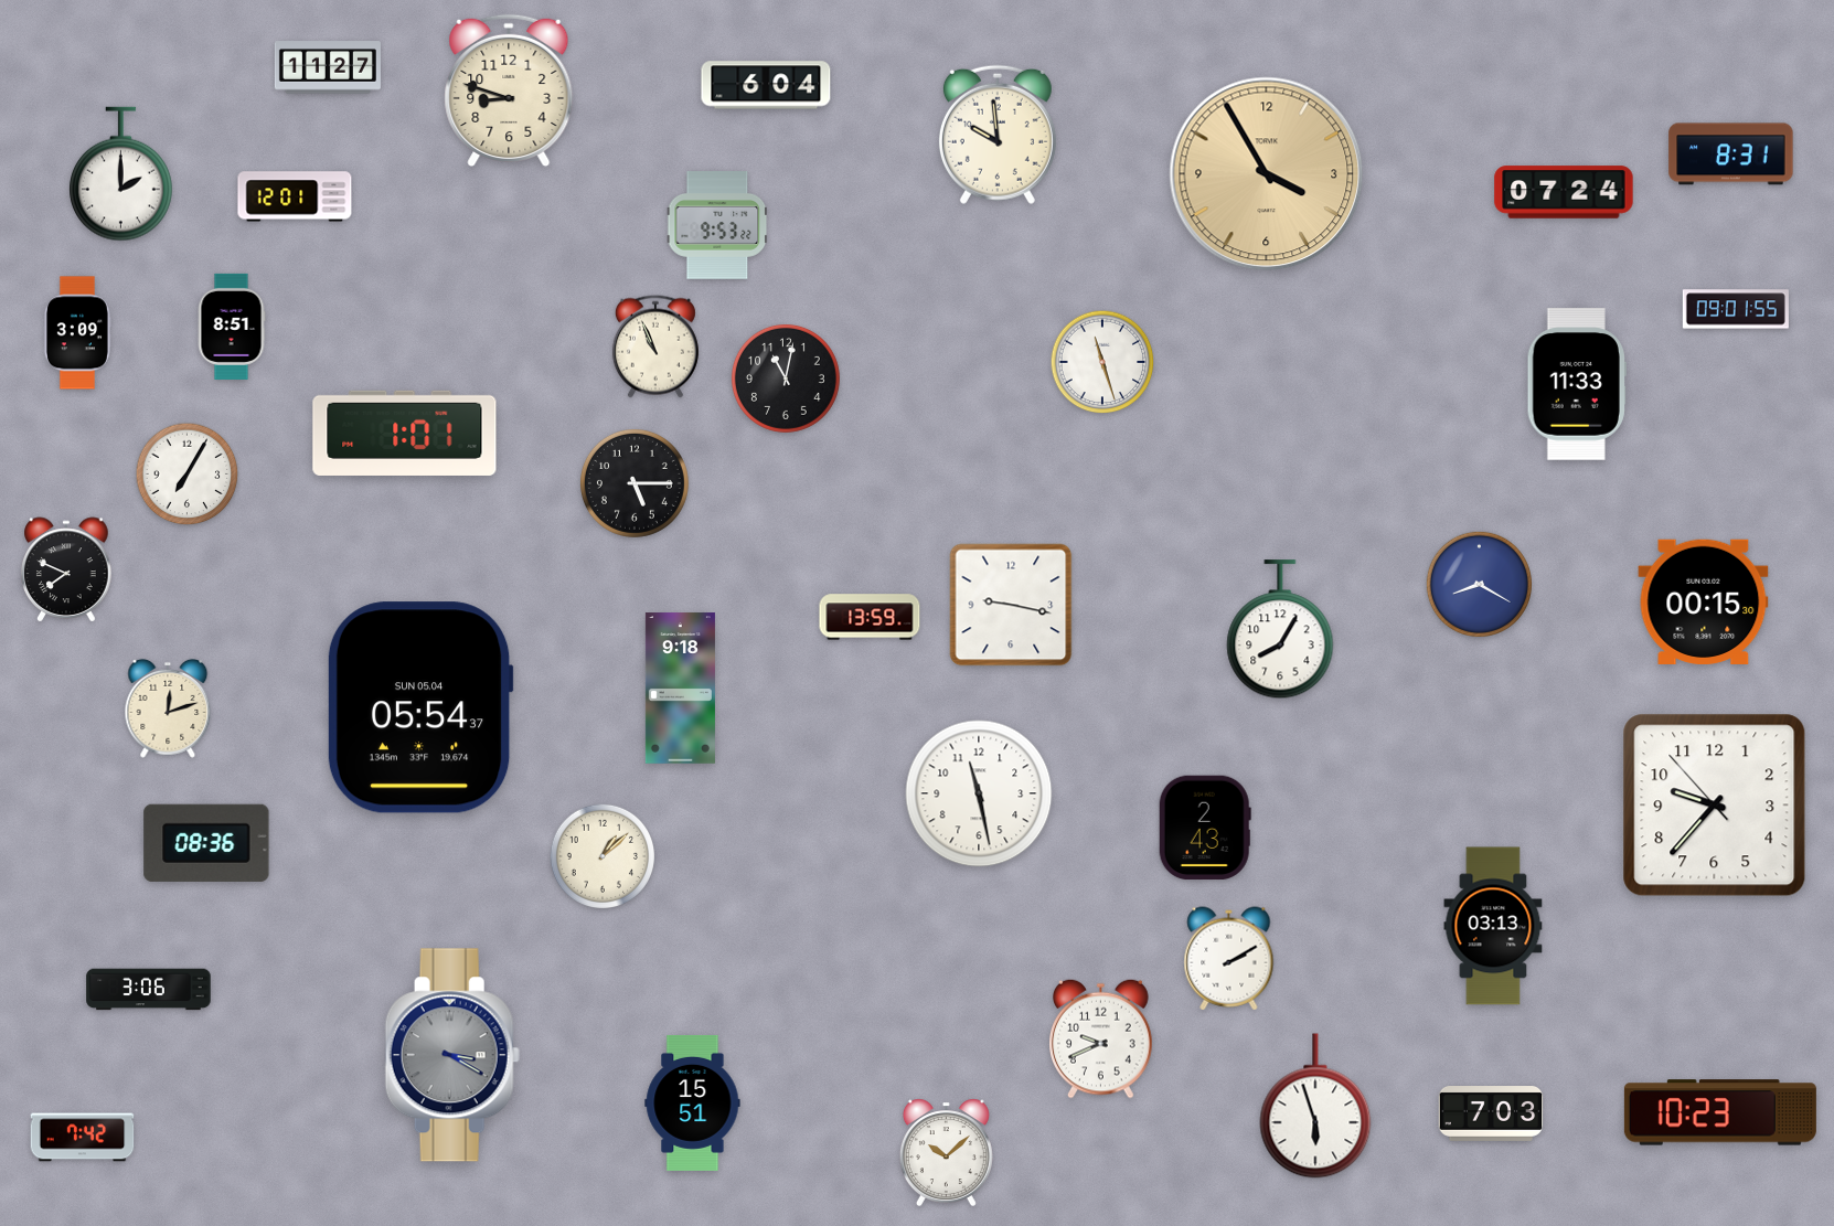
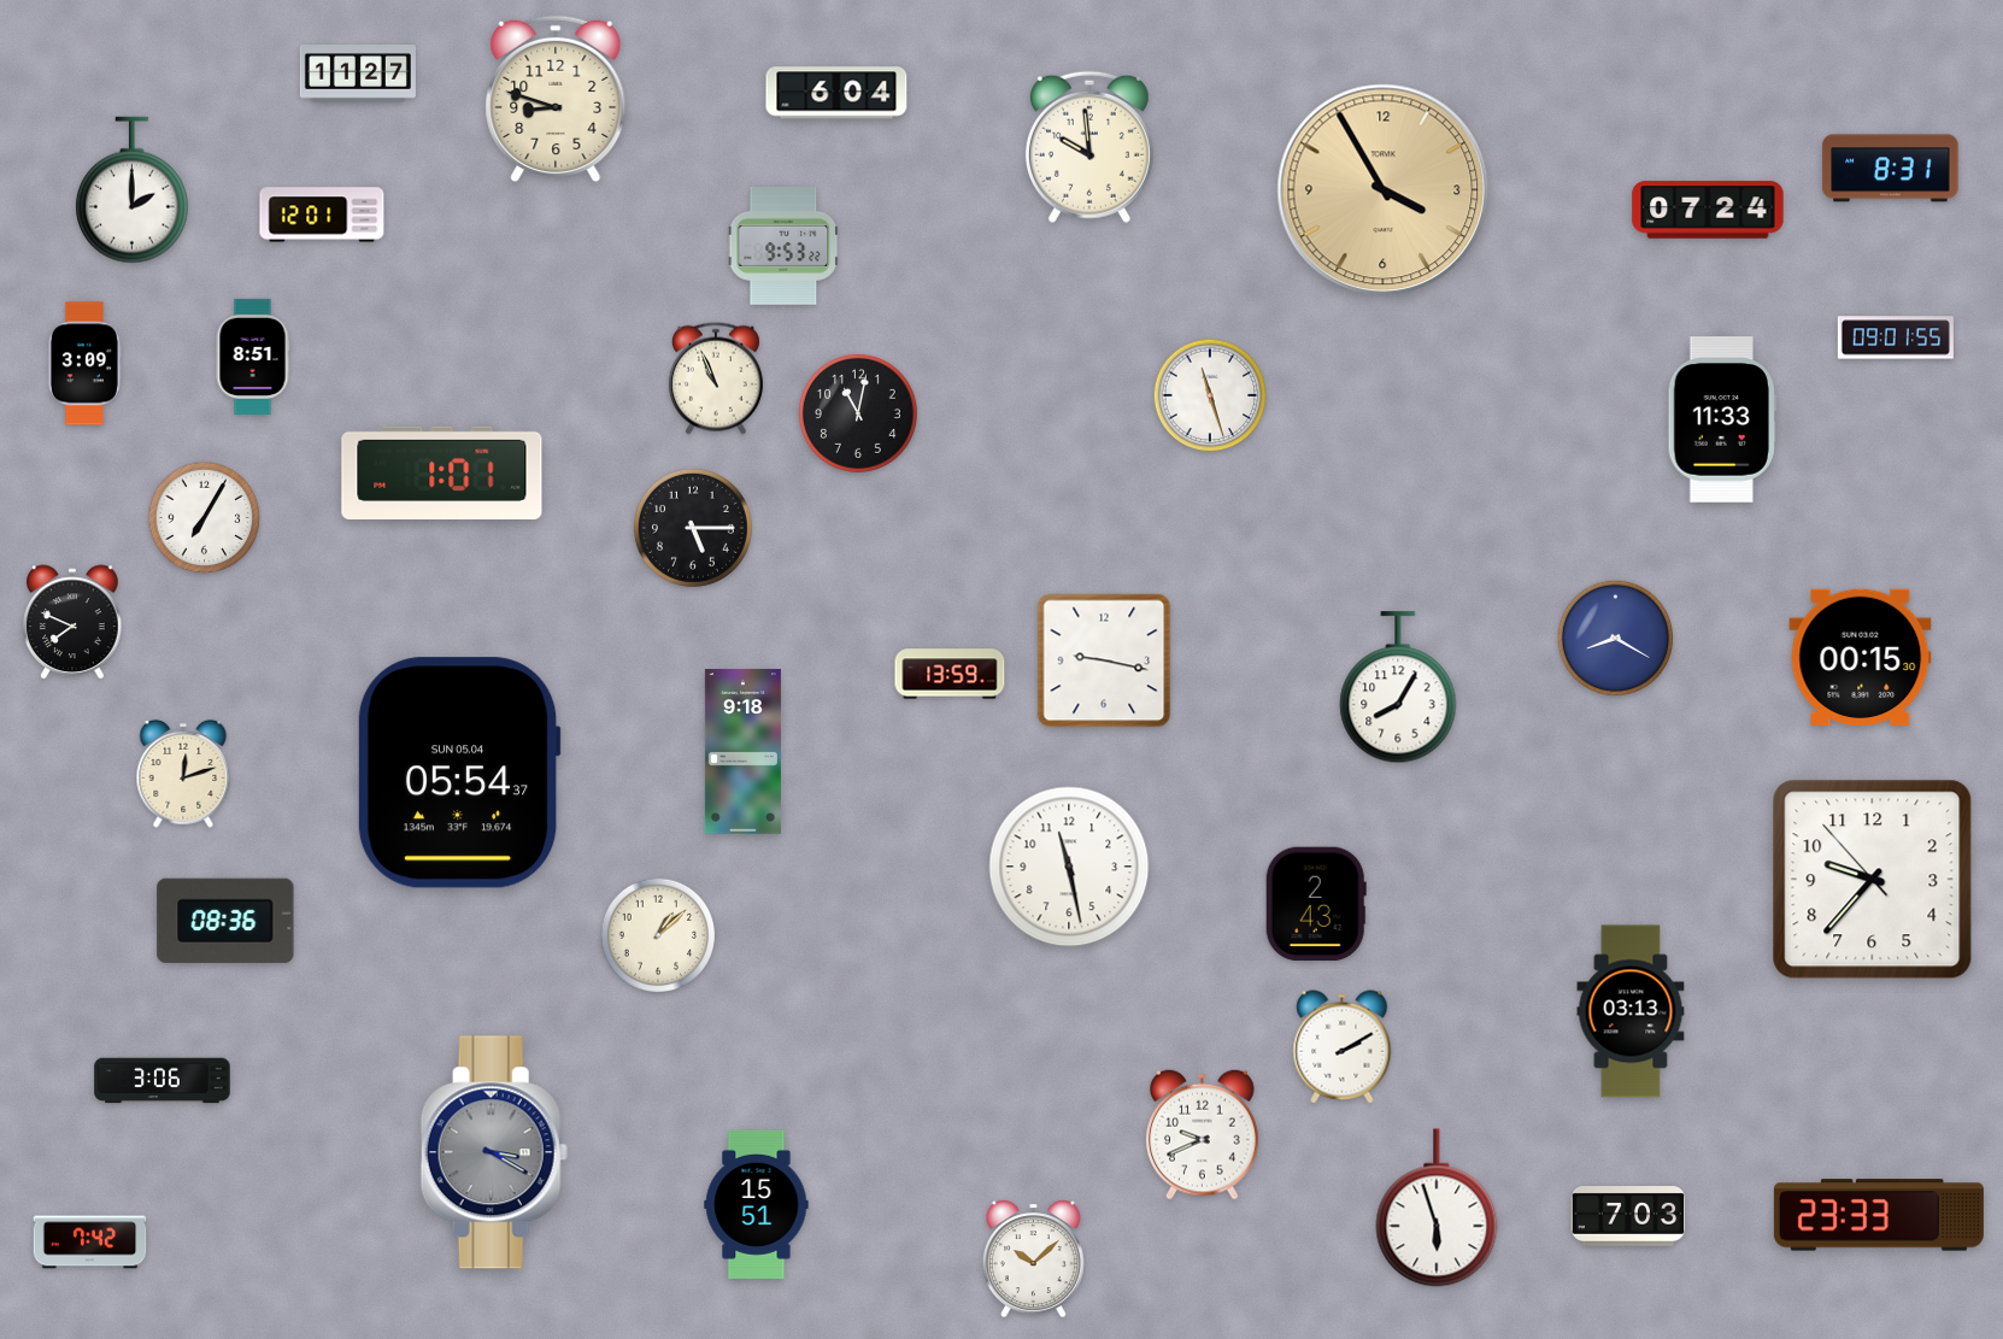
clock at (1102, 362) position: (1102, 362) -> (1210, 395)
clock at (1720, 1112): 10:23 -> 23:33
